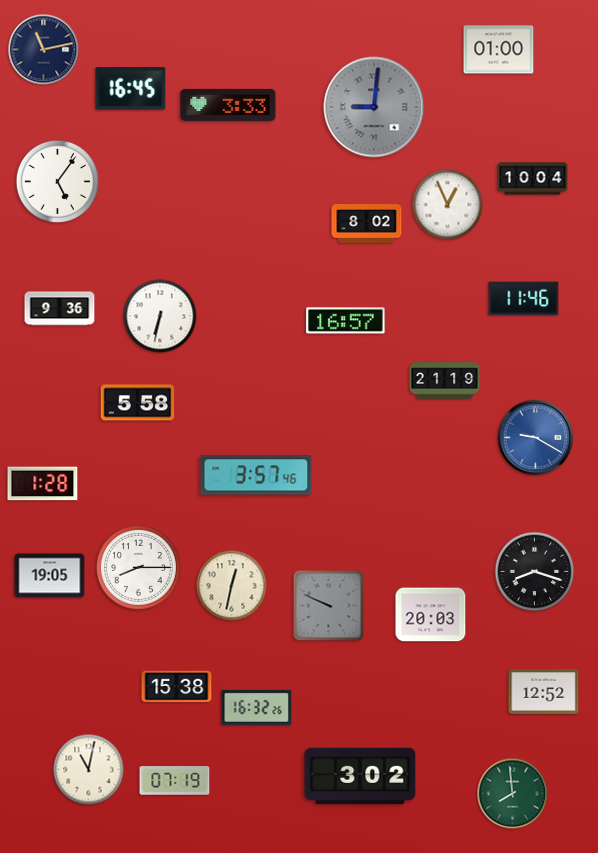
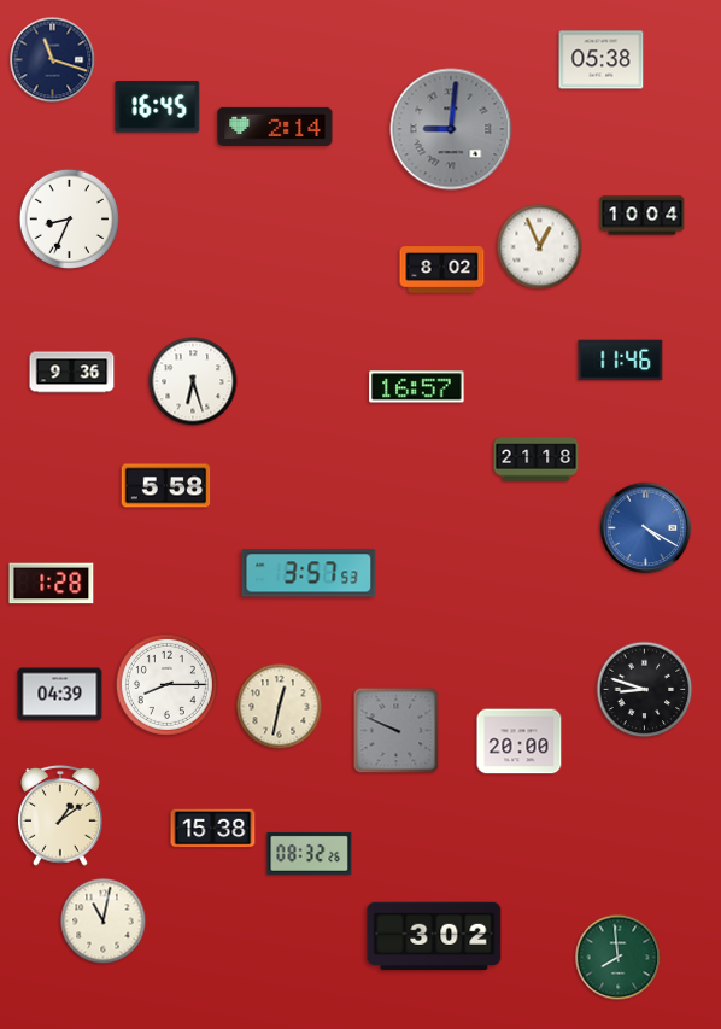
clock at (44, 50): 11:13 -> 11:18
clock at (499, 50): 01:00 -> 05:38
clock at (228, 105): 3:33 -> 2:14
clock at (57, 181): 5:06 -> 8:34
clock at (524, 299) position: (524, 299) -> (621, 361)
clock at (160, 316): 6:32 -> 6:27
clock at (445, 381): 21:19 -> 21:18
clock at (536, 438): 9:20 -> 4:20
clock at (256, 475): 3:57:46 -> 3:57:53
clock at (535, 572): 8:18 -> 8:48
clock at (50, 576): 19:05 -> 04:39
clock at (431, 615): 20:03 -> 20:00
clock at (60, 817): none -> 1:09
clock at (544, 692): 12:52 -> none
clock at (257, 707): 16:32 -> 08:32
clock at (89, 770) position: (89, 770) -> (104, 922)
clock at (175, 781): 07:19 -> none
